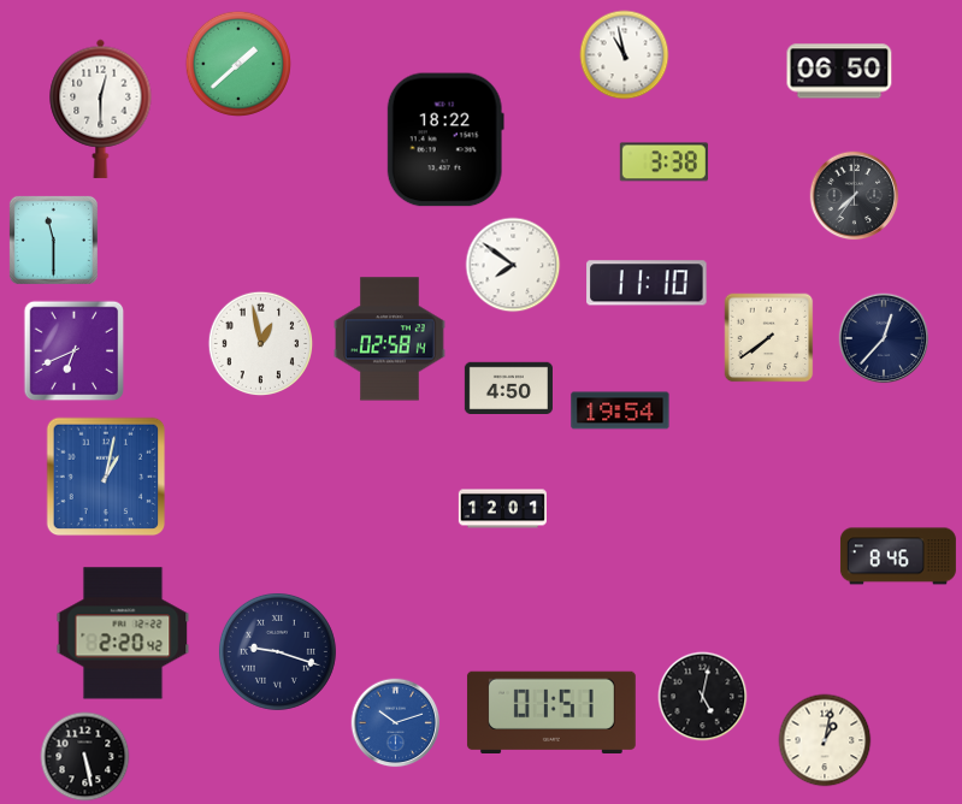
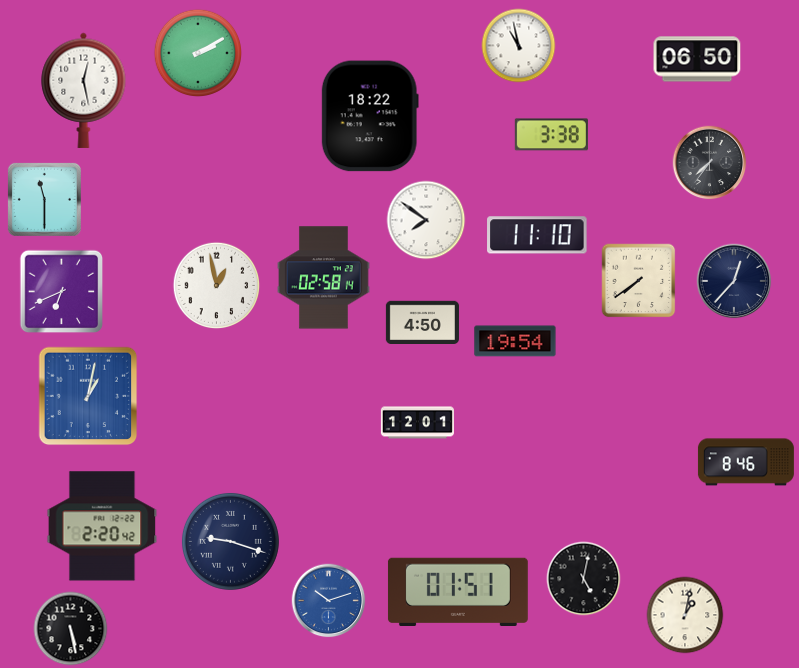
clock at (237, 63): 1:38 -> 2:10
clock at (101, 108): 12:30 -> 12:28
clock at (390, 339) position: (390, 339) -> (324, 278)
